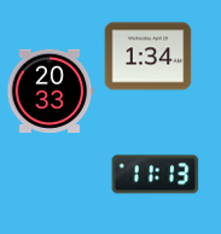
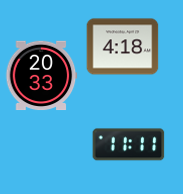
clock at (149, 57): 1:34 -> 4:18
clock at (156, 175): 11:13 -> 11:11
